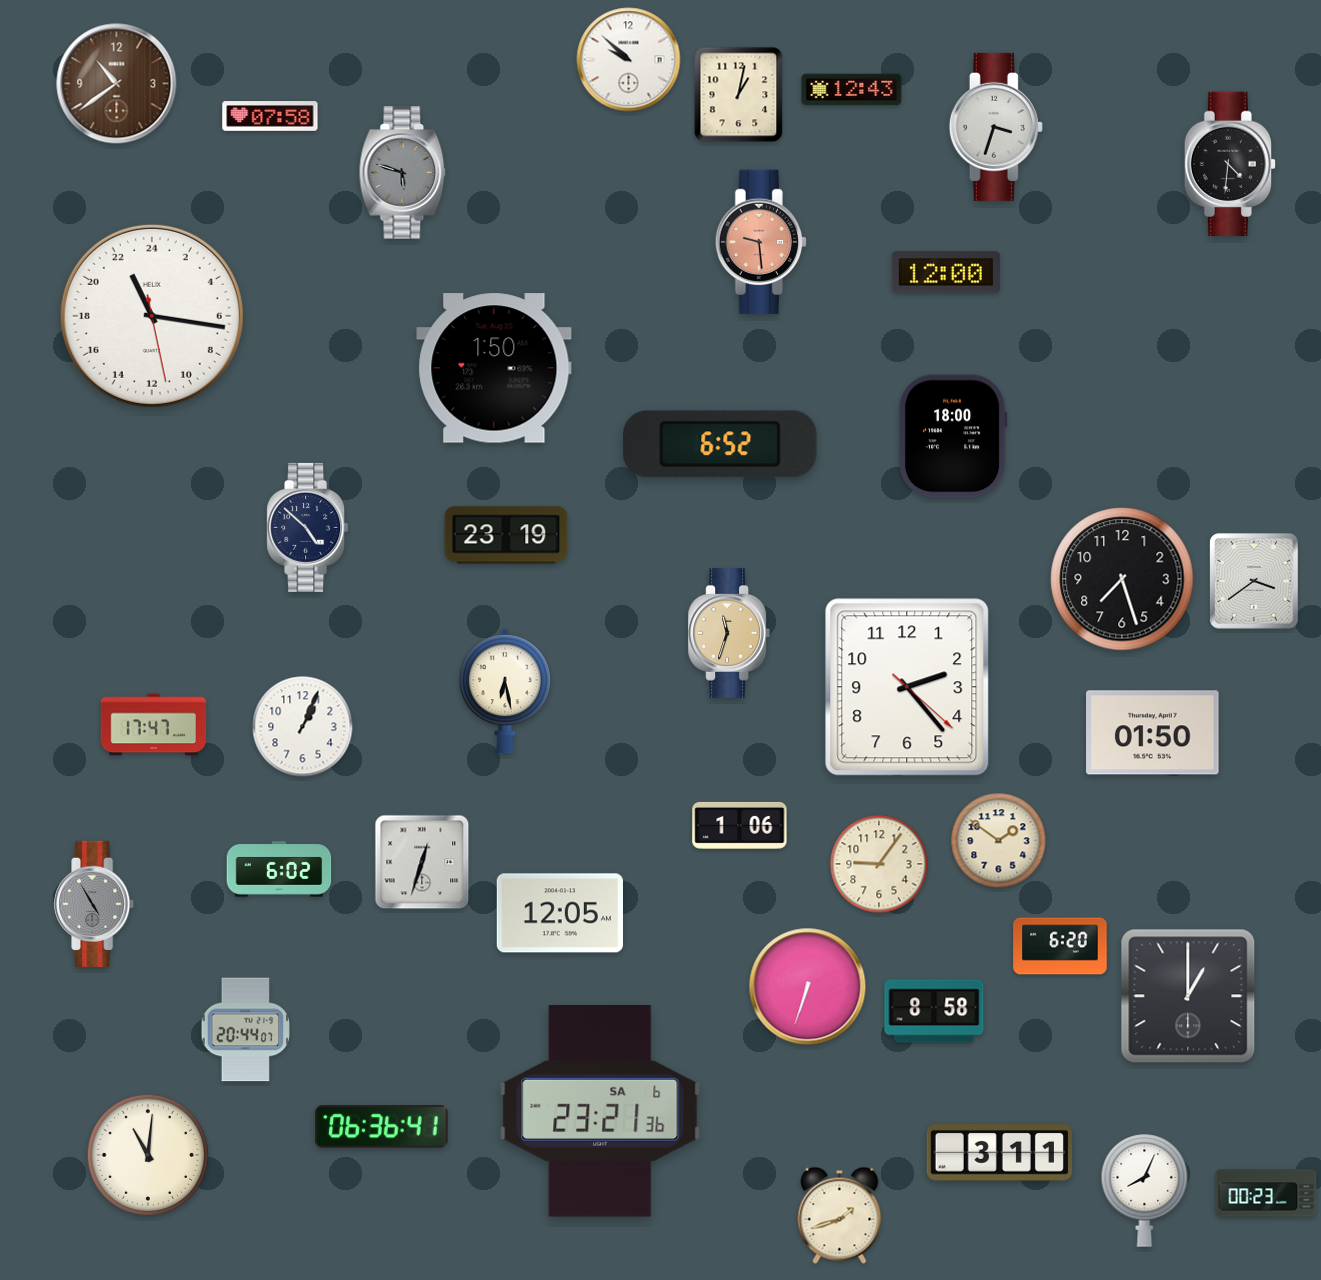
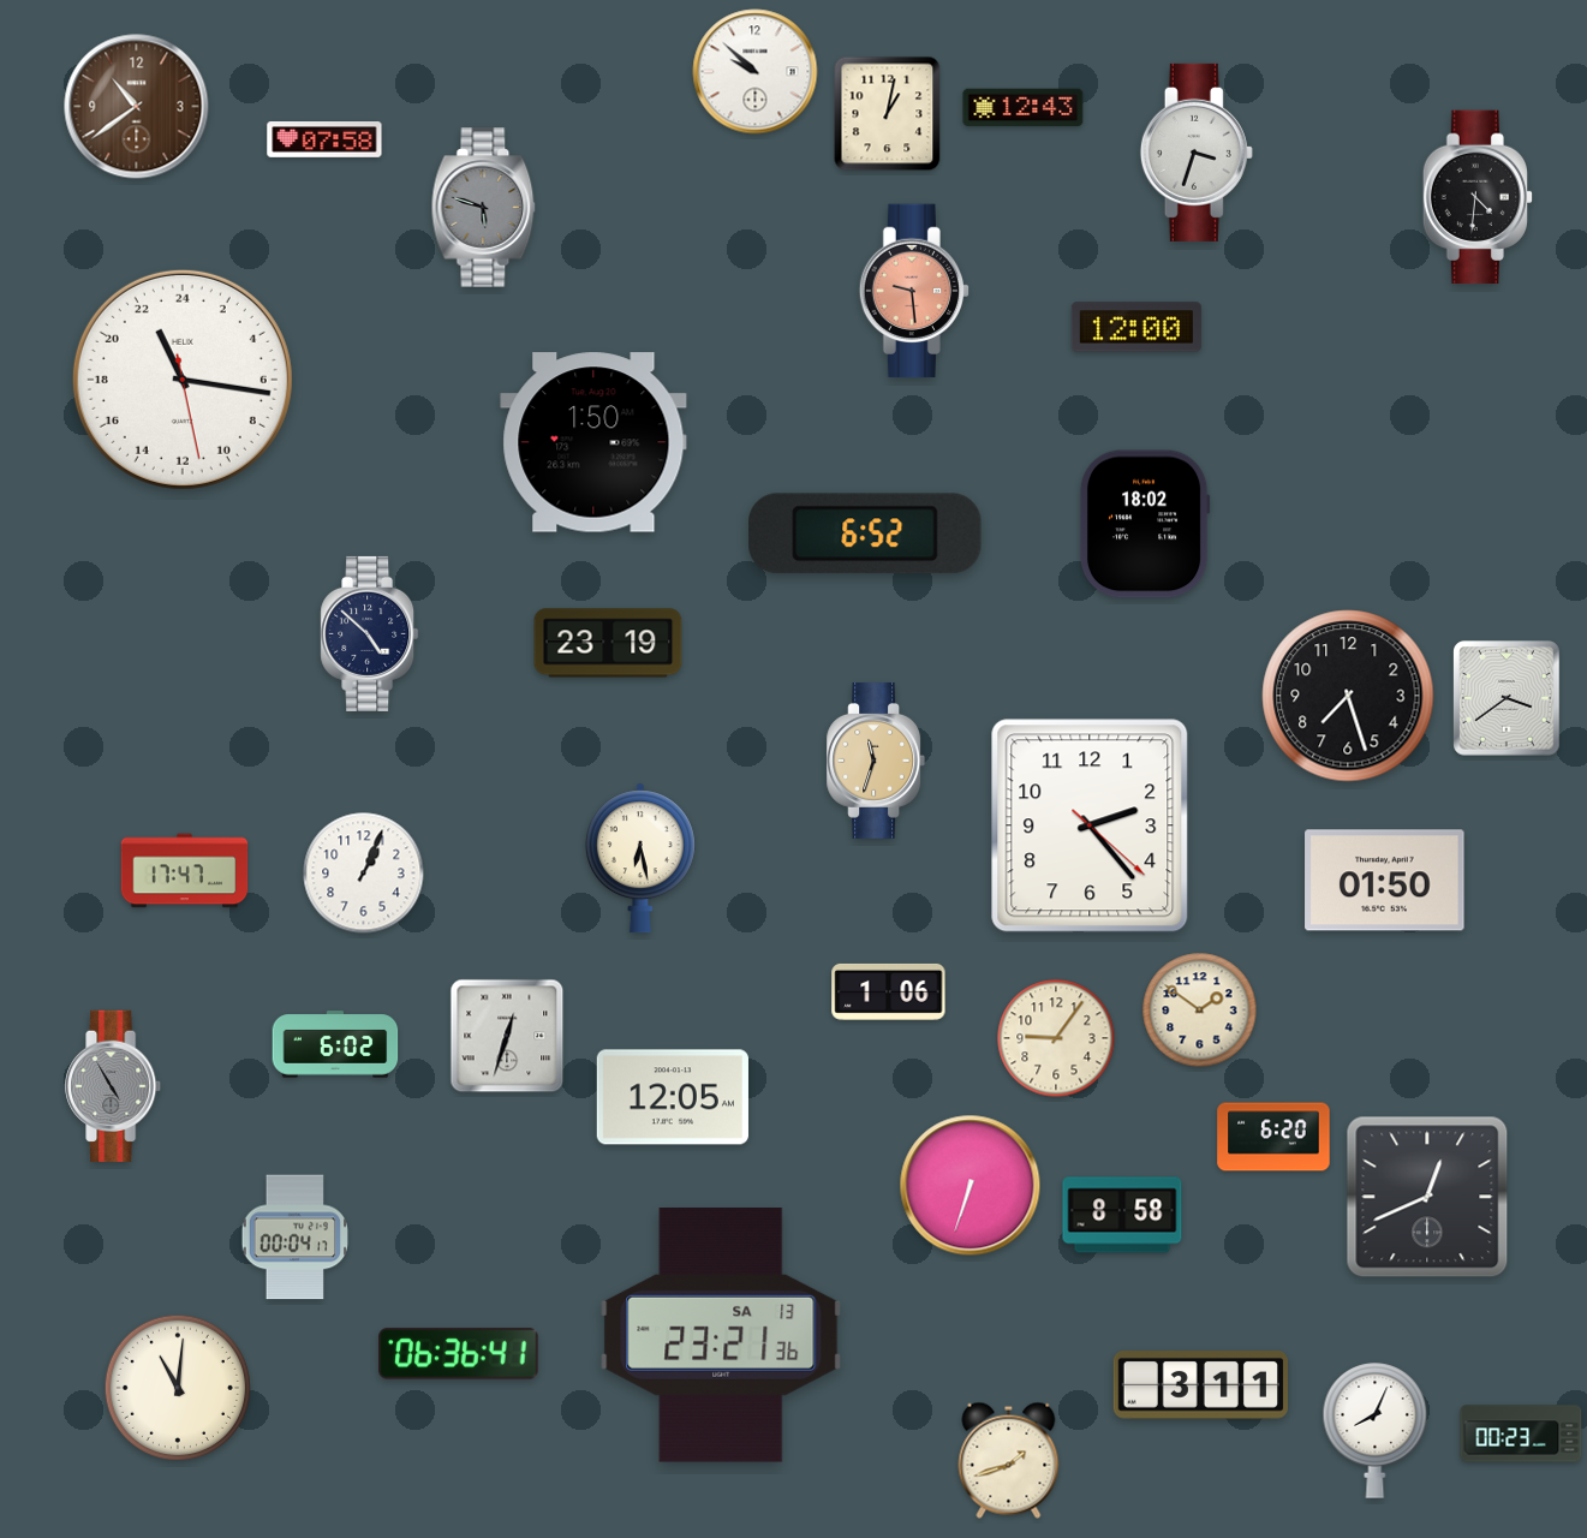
clock at (117, 84) position: (117, 84) -> (137, 107)
clock at (953, 436): 18:00 -> 18:02
clock at (505, 691) position: (505, 691) -> (640, 858)
clock at (1188, 996): 1:00 -> 12:41
clock at (246, 1030): 20:44 -> 00:04
clock at (600, 1112) date: SA 6 -> SA 13
